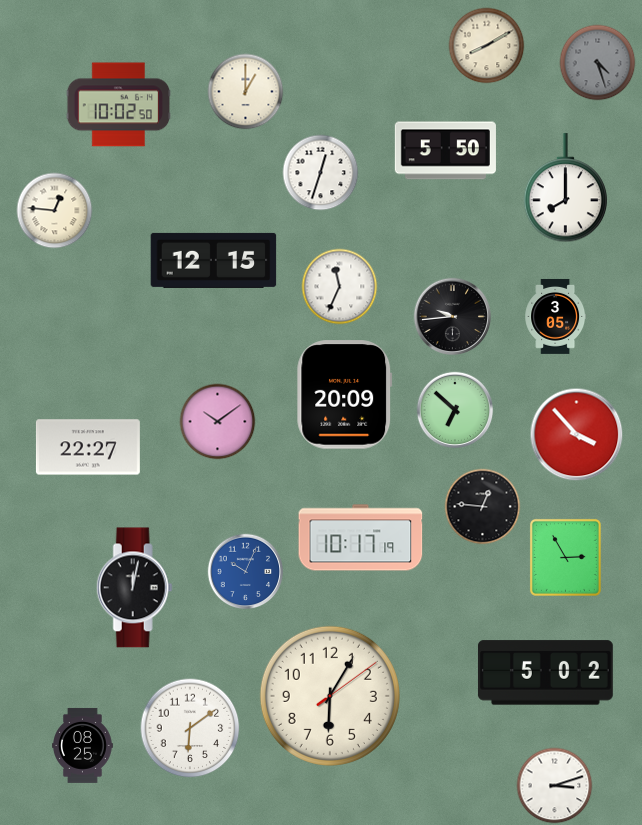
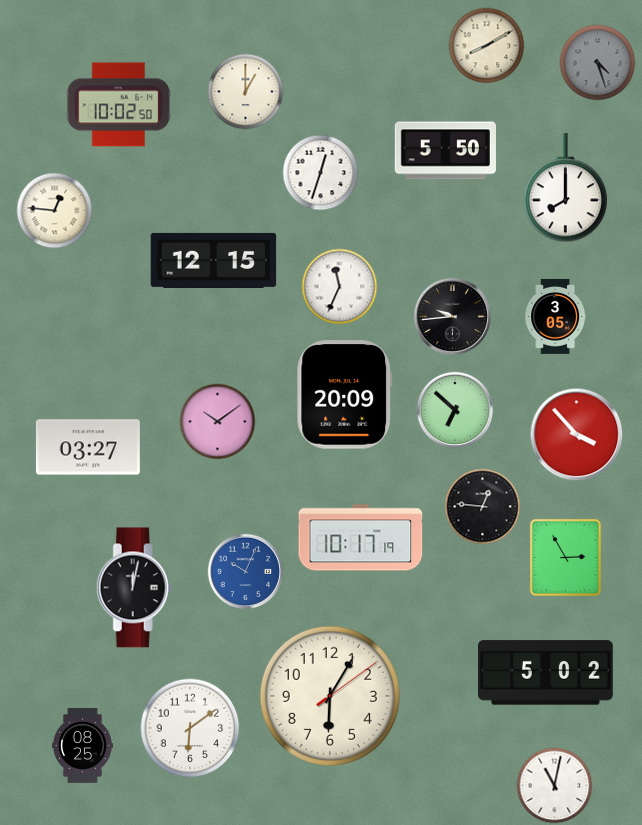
clock at (88, 447): 22:27 -> 03:27
clock at (555, 786): 3:12 -> 11:02
